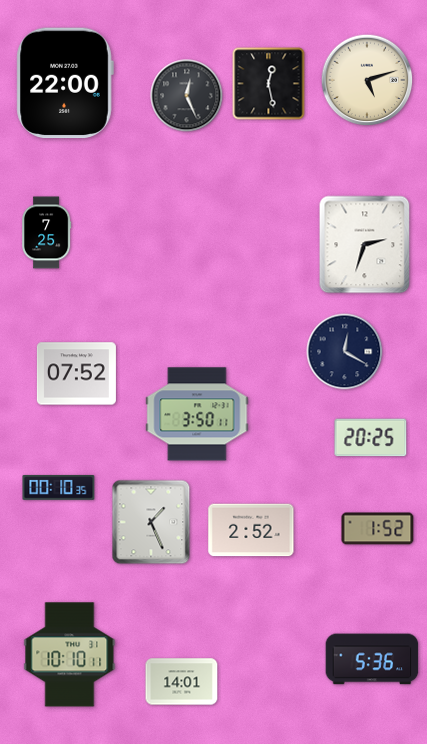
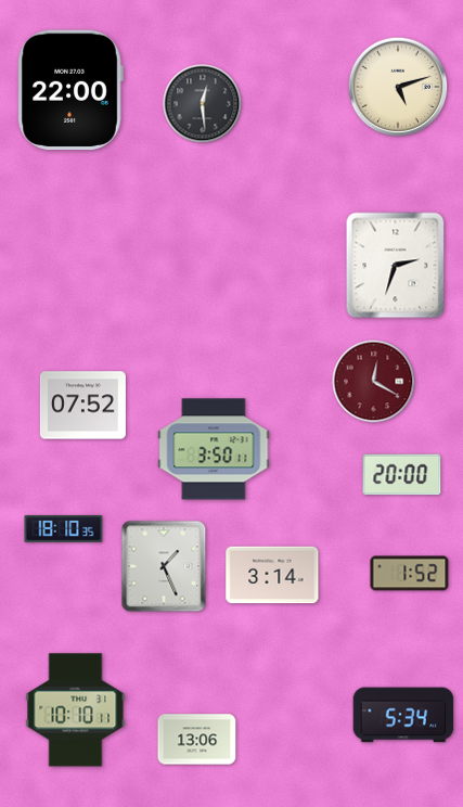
clock at (269, 84): 12:28 -> none
clock at (187, 96): 12:26 -> 12:29
clock at (47, 233): 7:25 -> none
clock at (345, 352) dial: navy -> burgundy
clock at (371, 438): 20:25 -> 20:00
clock at (59, 487): 00:10 -> 18:10
clock at (251, 530): 2:52 -> 3:14
clock at (372, 659): 5:36 -> 5:34
clock at (182, 682): 14:01 -> 13:06
